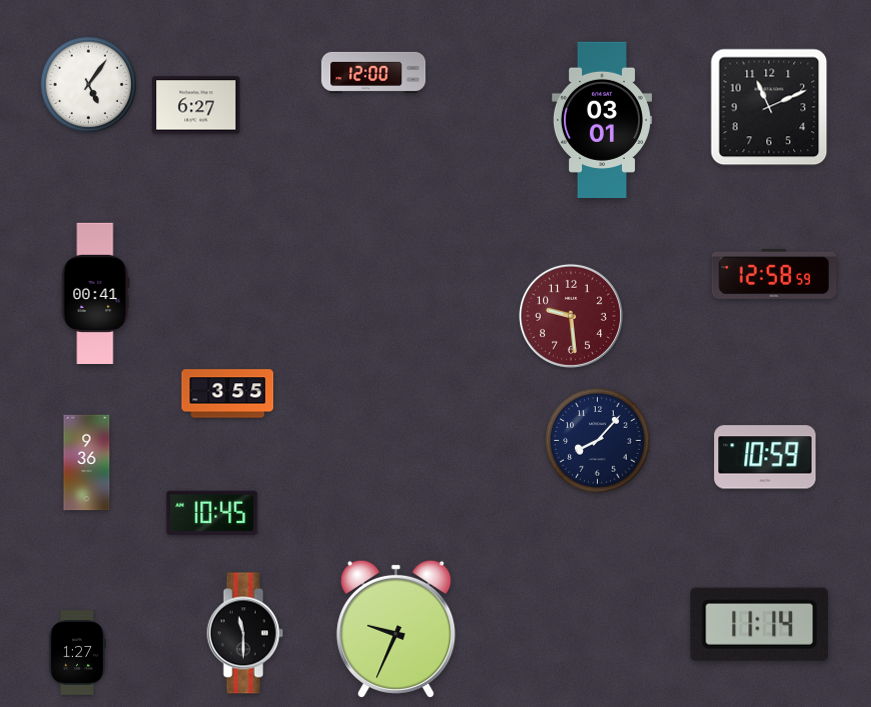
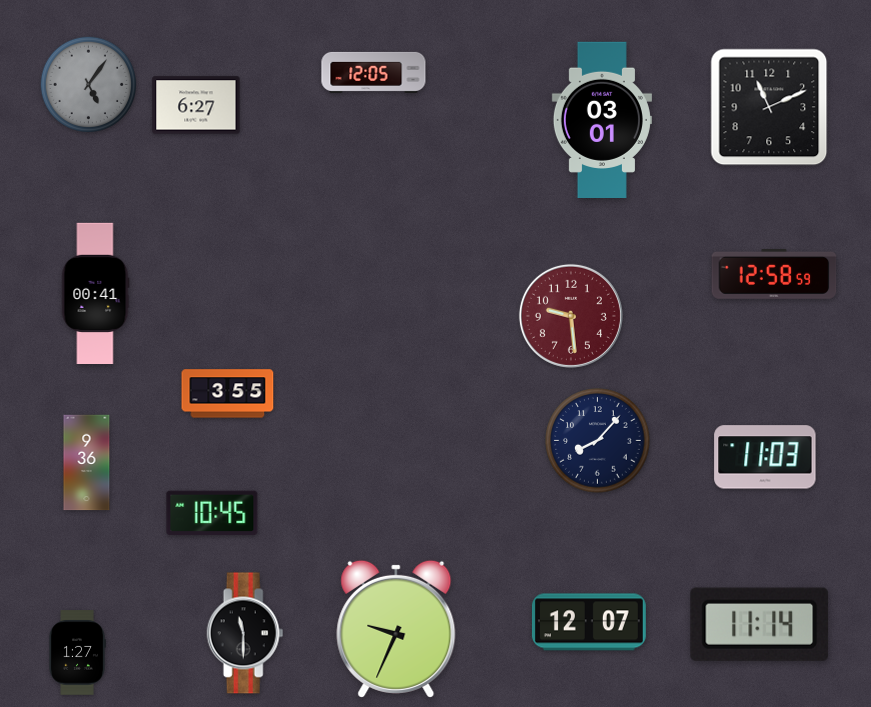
clock at (374, 72): 12:00 -> 12:05
clock at (89, 85) dial: white -> grey
clock at (765, 457): 10:59 -> 11:03
clock at (589, 622): none -> 12:07
